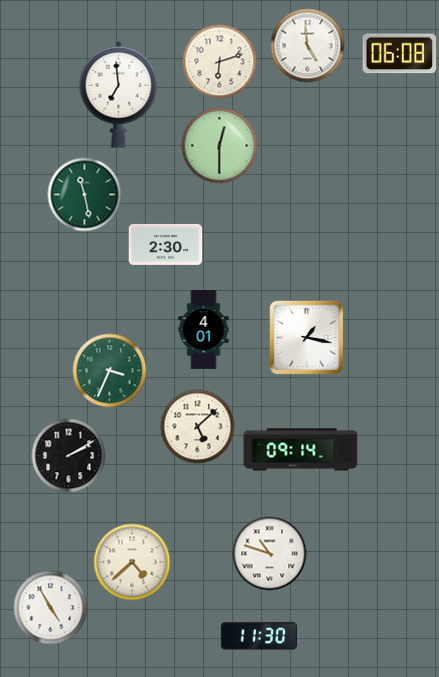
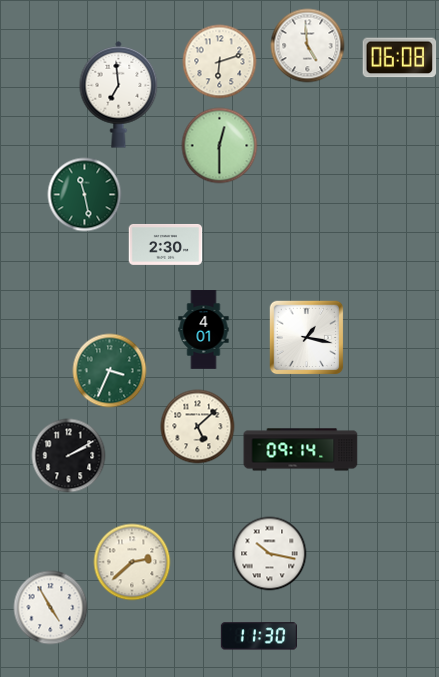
clock at (400, 54) position: (400, 54) -> (400, 58)
clock at (270, 554): 10:48 -> 10:17
clock at (132, 562): 4:38 -> 2:38
